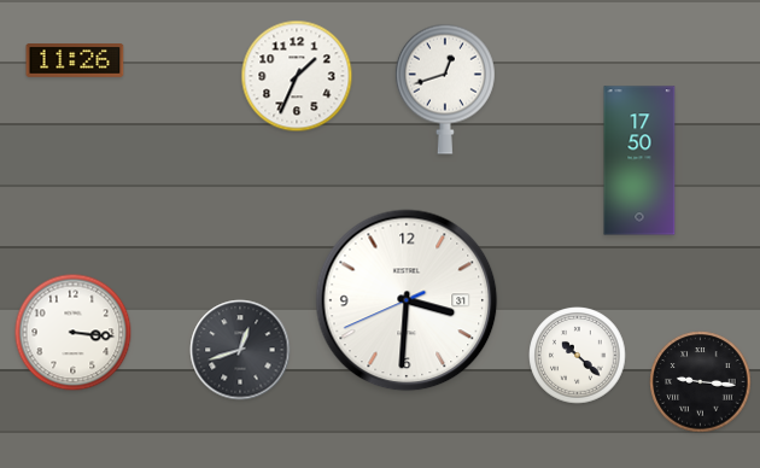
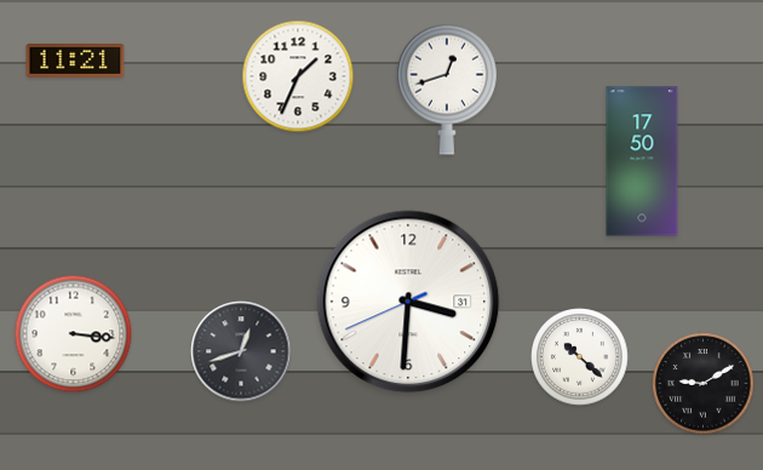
clock at (75, 62): 11:26 -> 11:21
clock at (701, 382): 9:16 -> 9:10
